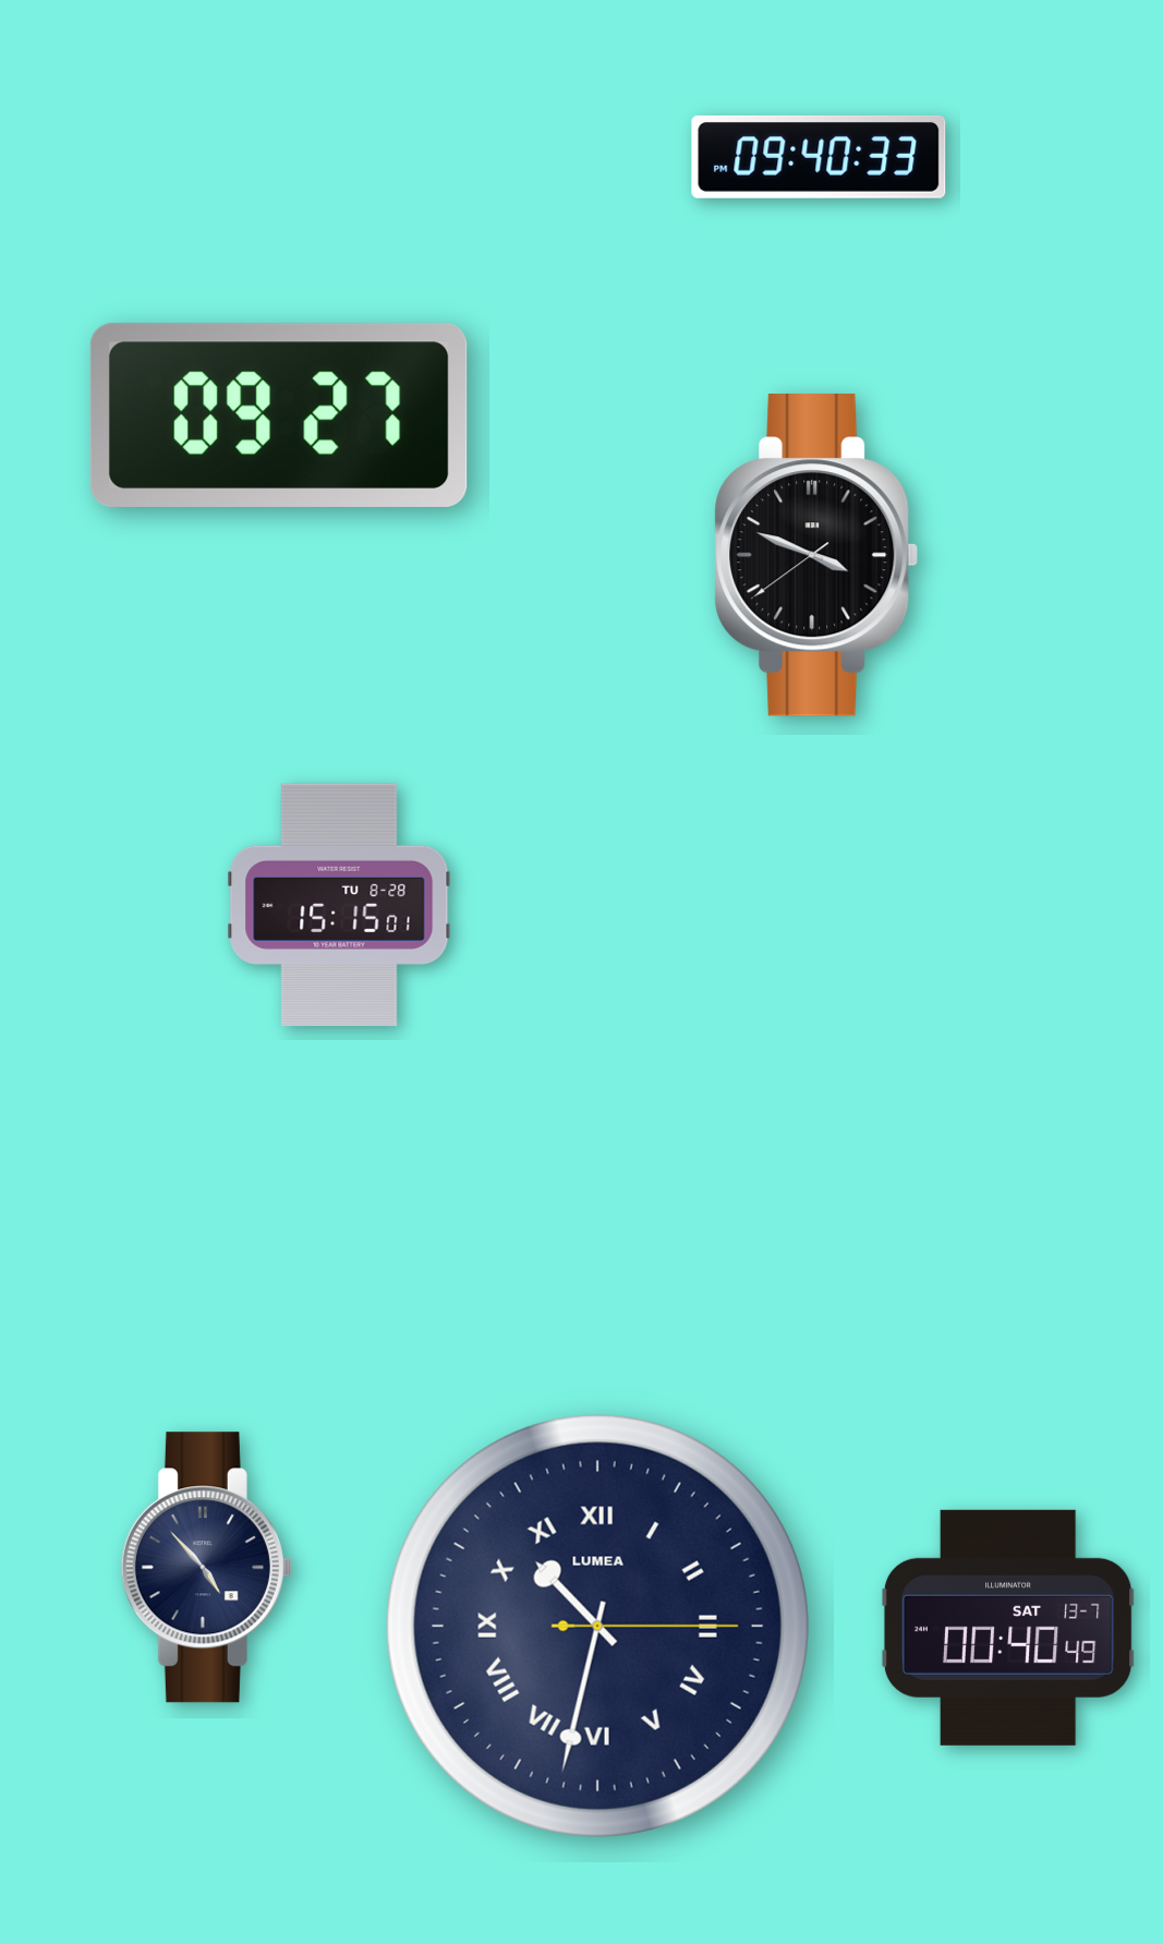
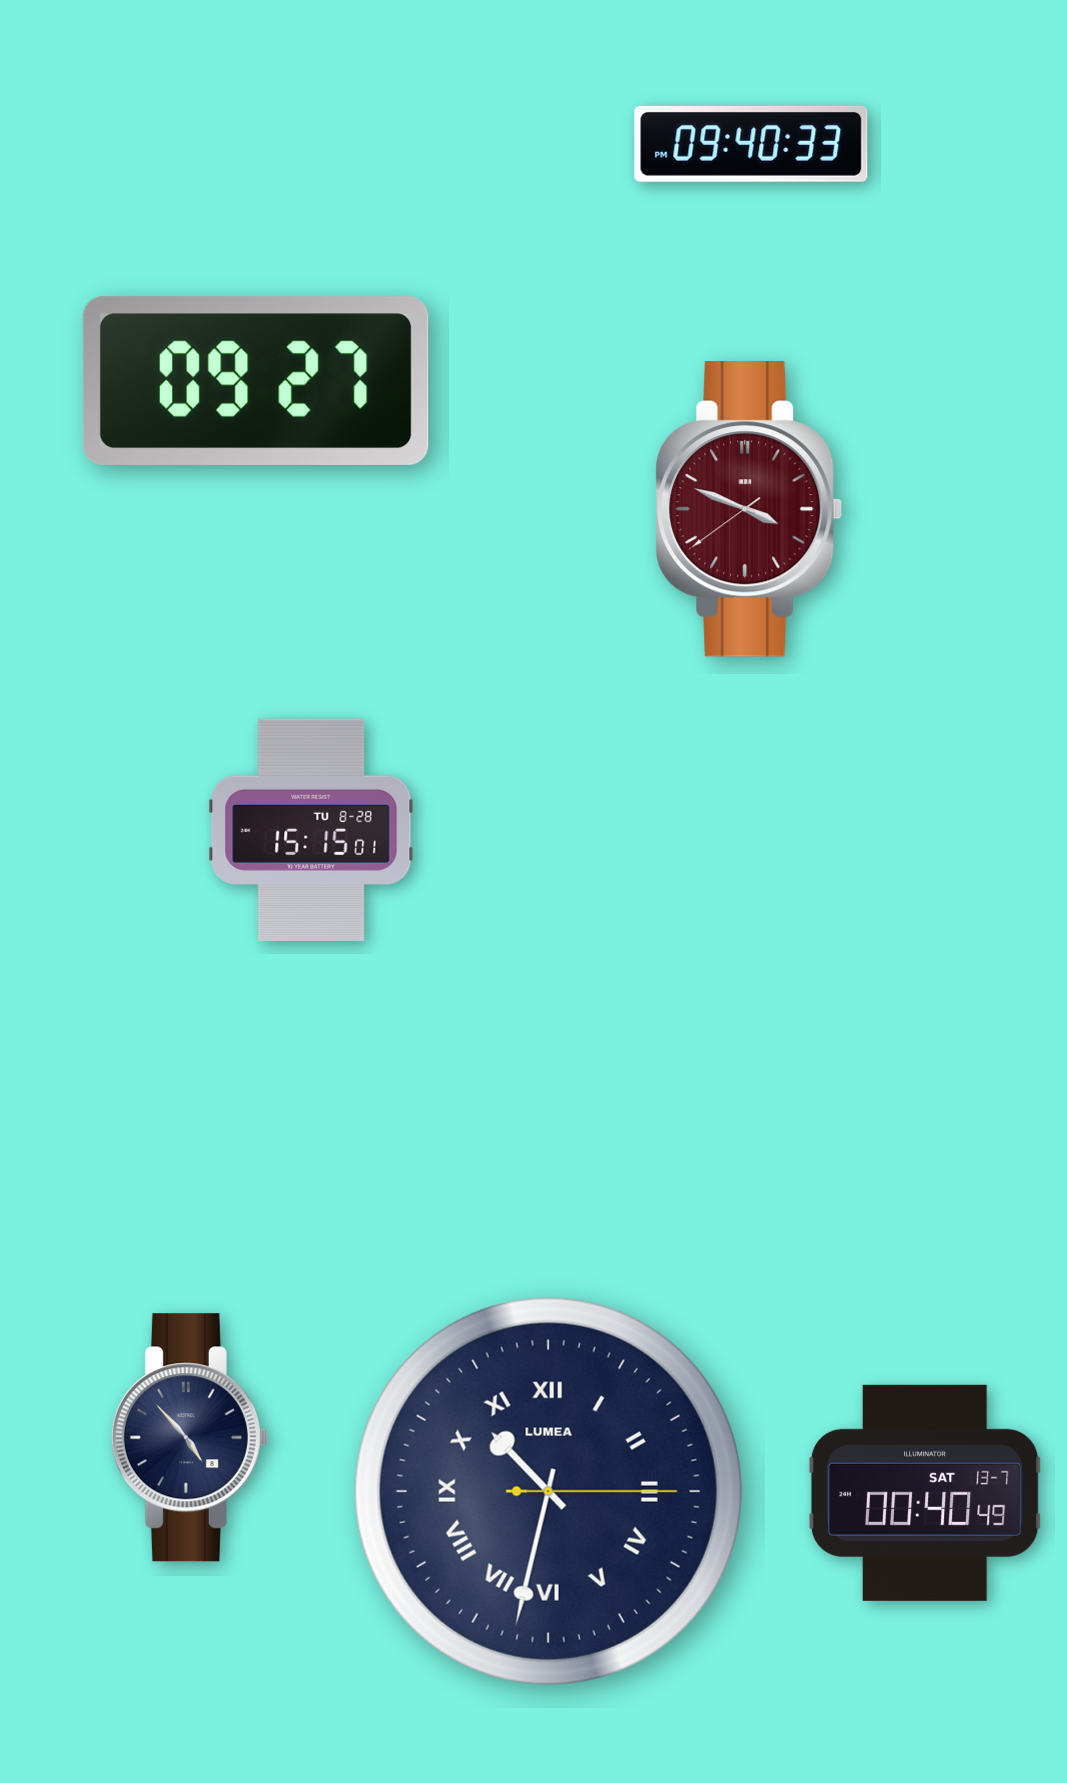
clock at (816, 555) dial: black -> burgundy
